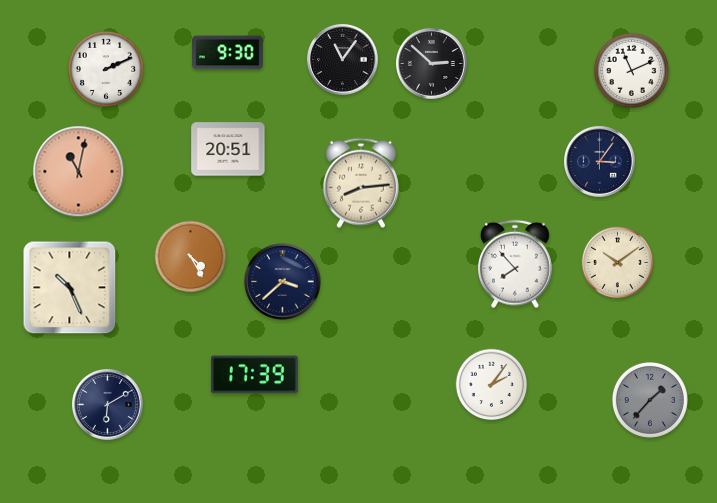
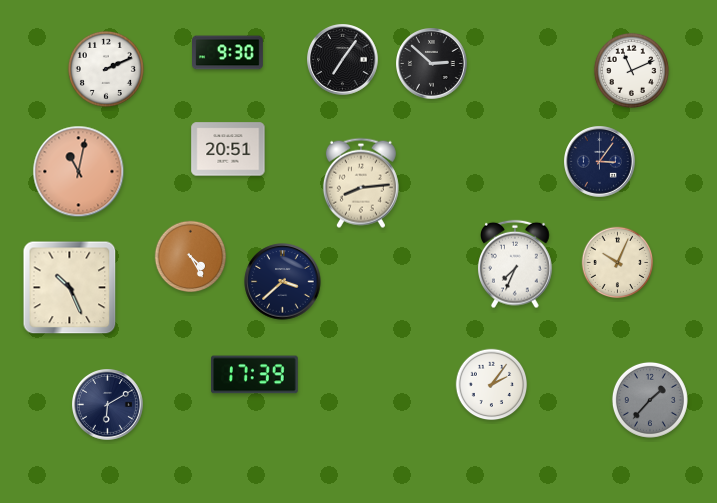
clock at (343, 60): 11:06 -> 7:06
clock at (618, 263): 10:09 -> 10:04
clock at (516, 264): 7:53 -> 7:34
